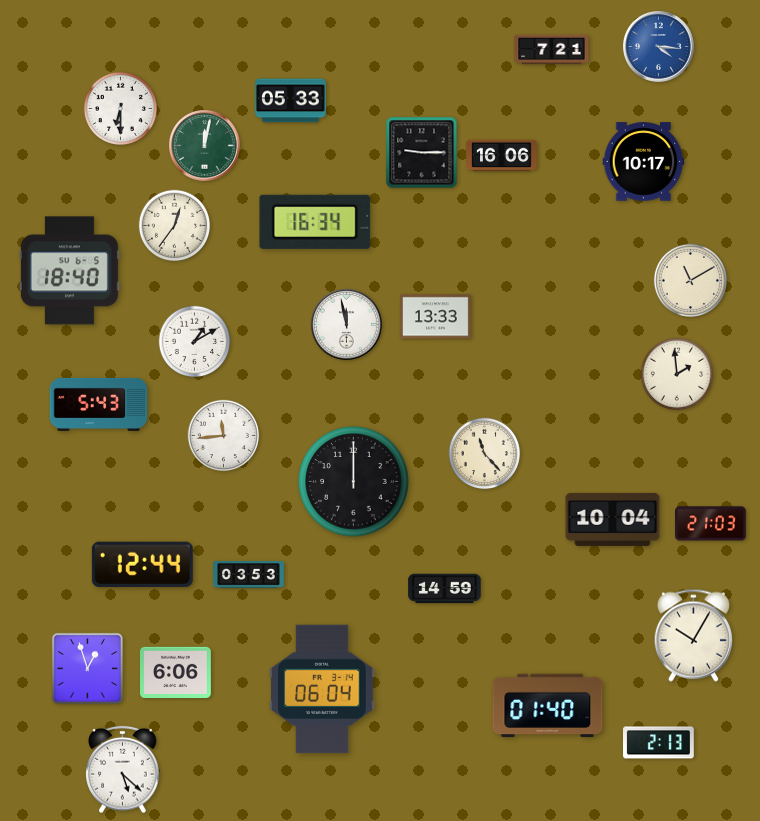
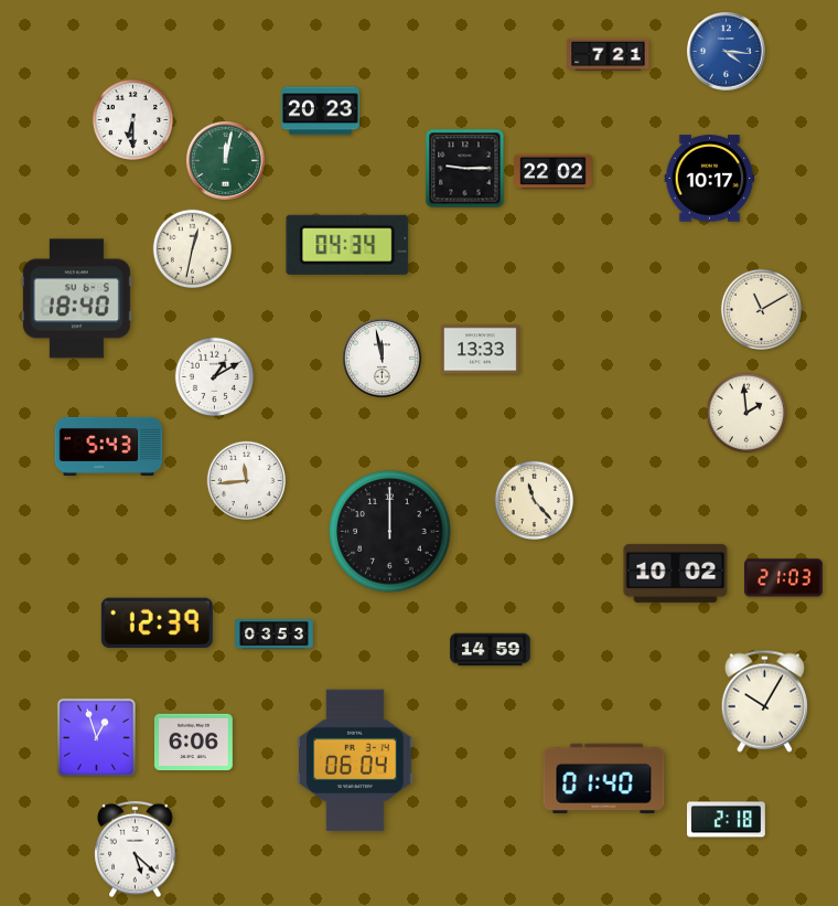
clock at (291, 101): 05:33 -> 20:23
clock at (502, 156): 16:06 -> 22:02
clock at (315, 222): 16:34 -> 04:34
clock at (175, 226): 12:36 -> 12:32
clock at (613, 519): 10:04 -> 10:02
clock at (142, 564): 12:44 -> 12:39
clock at (659, 743): 2:13 -> 2:18
